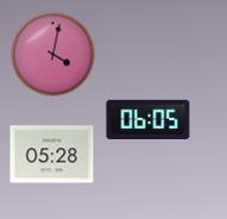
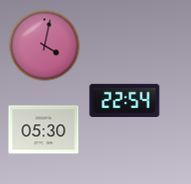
clock at (149, 119): 06:05 -> 22:54
clock at (52, 155): 05:28 -> 05:30
